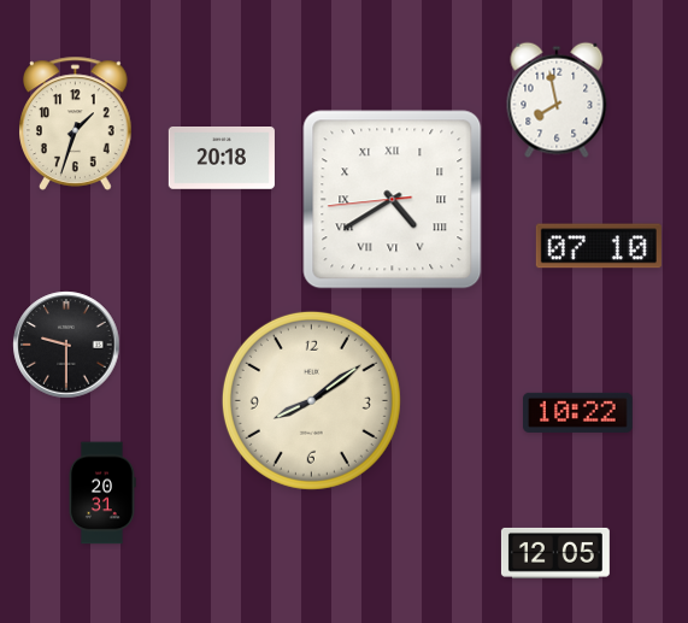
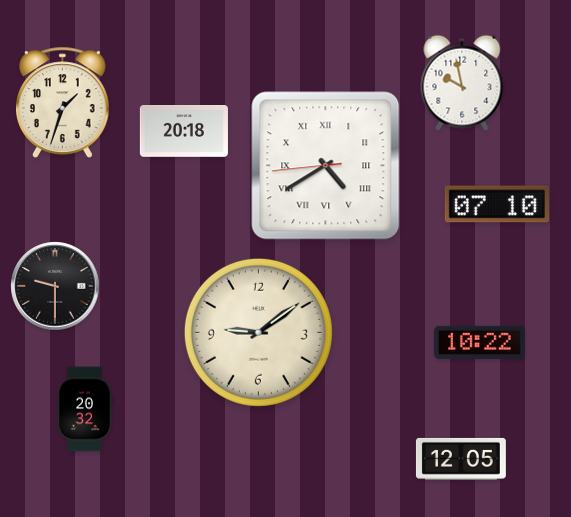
clock at (557, 100): 7:58 -> 9:58
clock at (311, 400): 8:09 -> 9:09
clock at (102, 493): 20:31 -> 20:32
